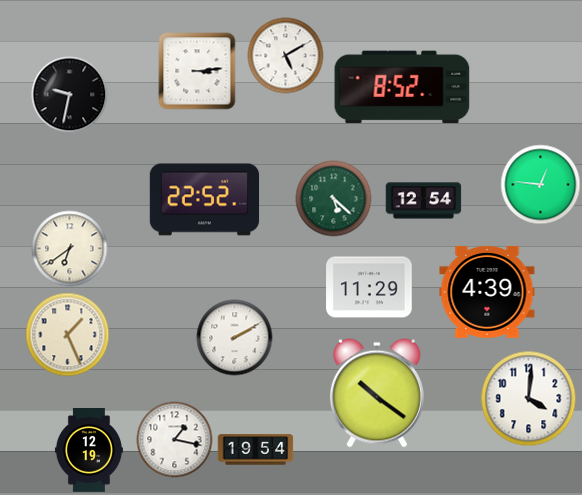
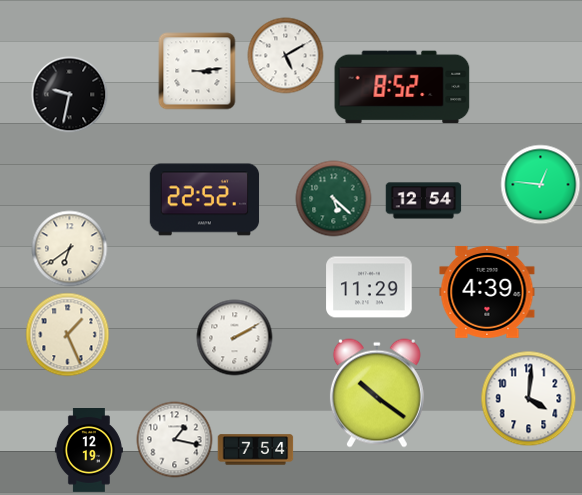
clock at (256, 450): 19:54 -> 7:54
